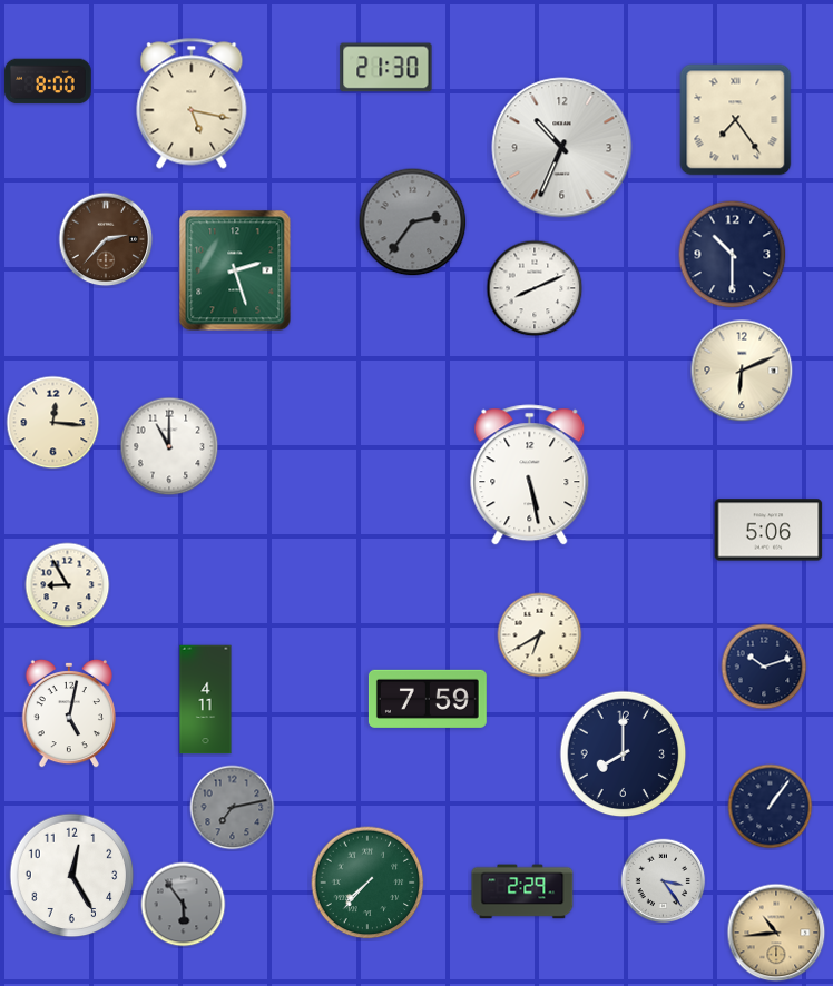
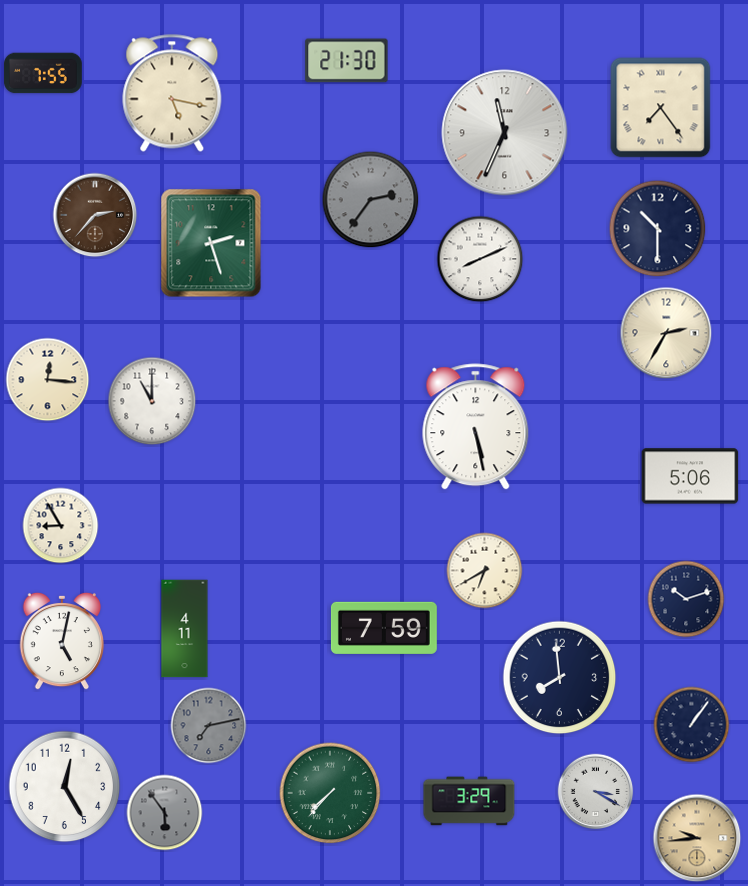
clock at (48, 81): 8:00 -> 7:55
clock at (562, 148): 10:34 -> 11:34
clock at (742, 371): 6:11 -> 2:35
clock at (624, 755): 8:00 -> 7:59
clock at (664, 881): 3:24 -> 3:20
clock at (522, 891): 2:29 -> 3:29
clock at (776, 933): 10:44 -> 9:44
